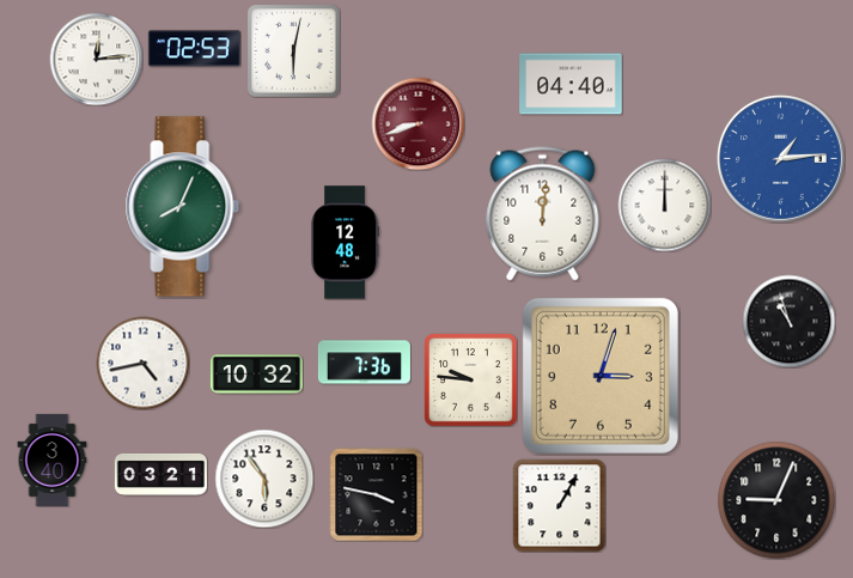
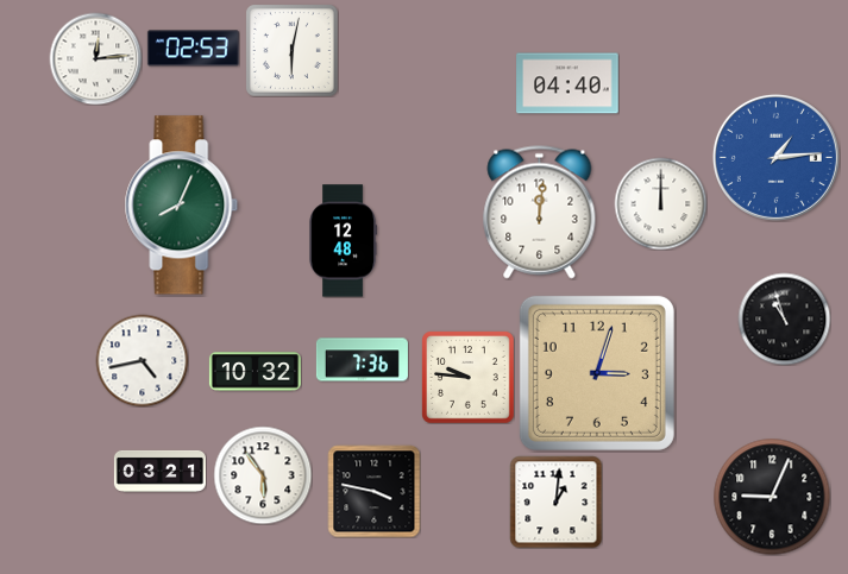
clock at (418, 123): 8:42 -> none
clock at (53, 460): 3:40 -> none
clock at (559, 505): 1:05 -> 1:01
